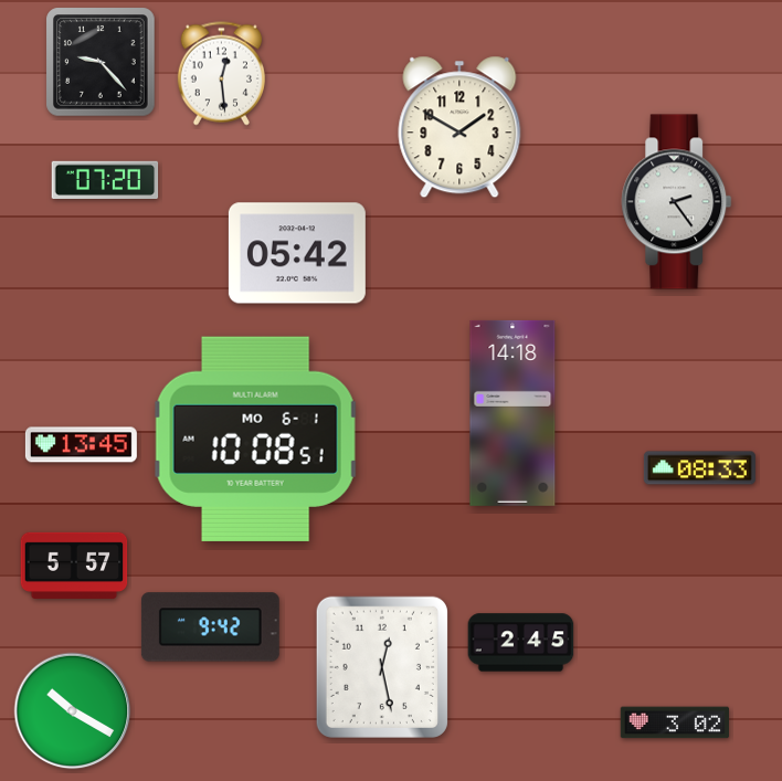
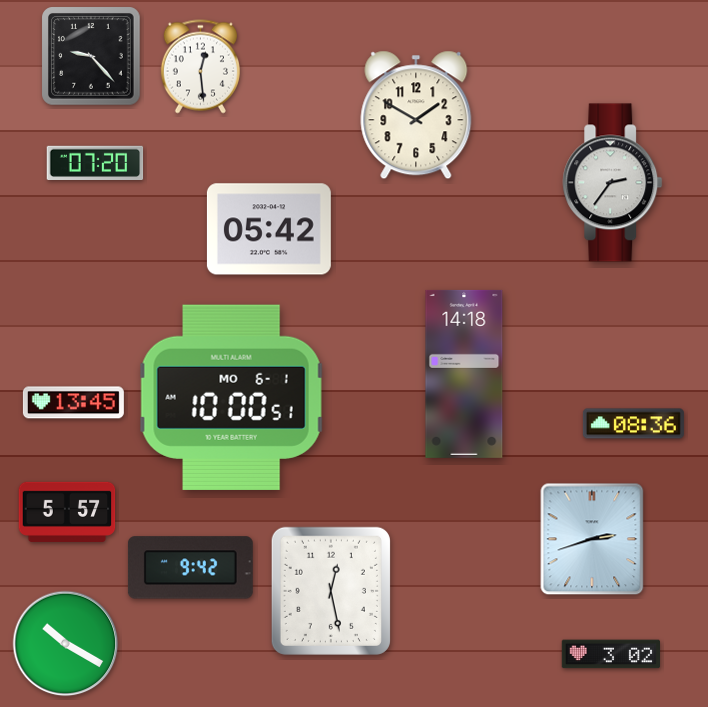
clock at (677, 202): 2:24 -> 2:36
clock at (255, 439): 10:08 -> 10:00
clock at (699, 468): 08:33 -> 08:36
clock at (592, 539): none -> 2:42
clock at (521, 643): 2:45 -> none
clock at (382, 667) position: (382, 667) -> (331, 591)
